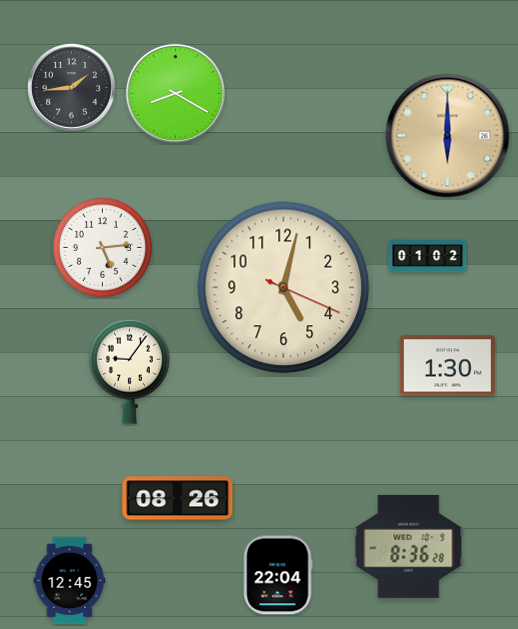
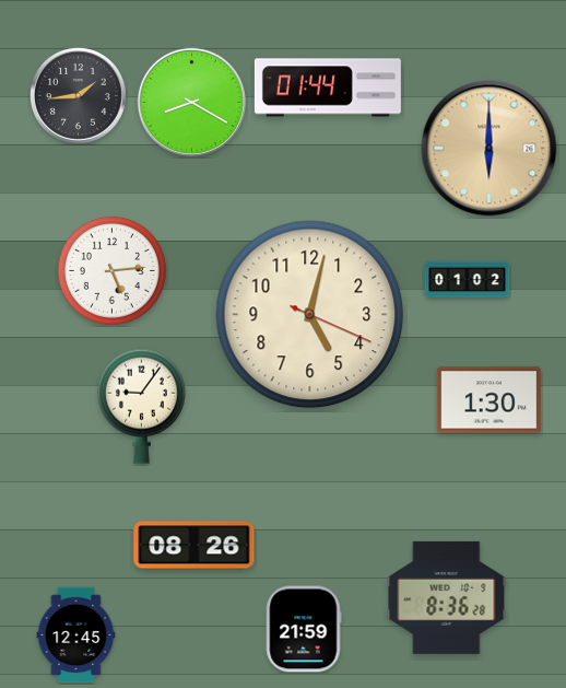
clock at (328, 88): none -> 01:44
clock at (278, 575): 22:04 -> 21:59
